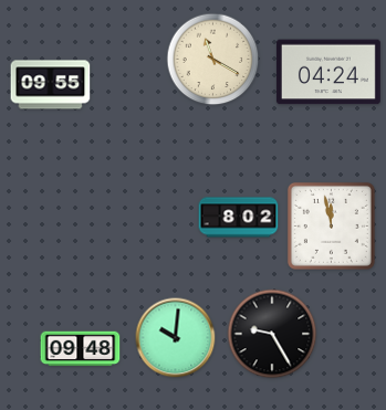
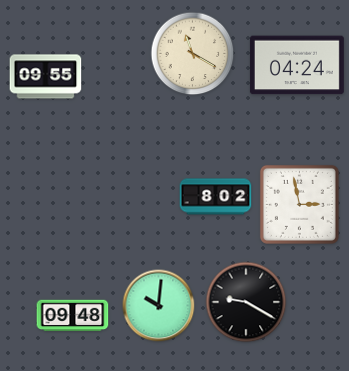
clock at (331, 225): 11:58 -> 2:58
clock at (272, 334): 9:25 -> 9:20
